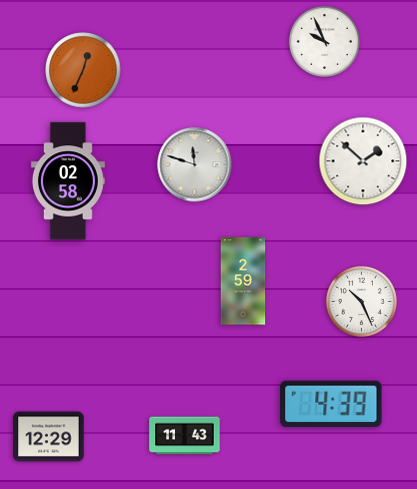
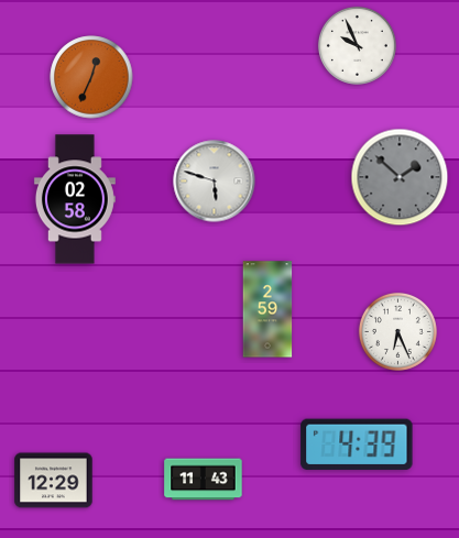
clock at (363, 161) dial: white -> grey
clock at (195, 165): 11:48 -> 5:48
clock at (361, 301): 10:26 -> 6:26
clock at (331, 404) position: (331, 404) -> (357, 444)
